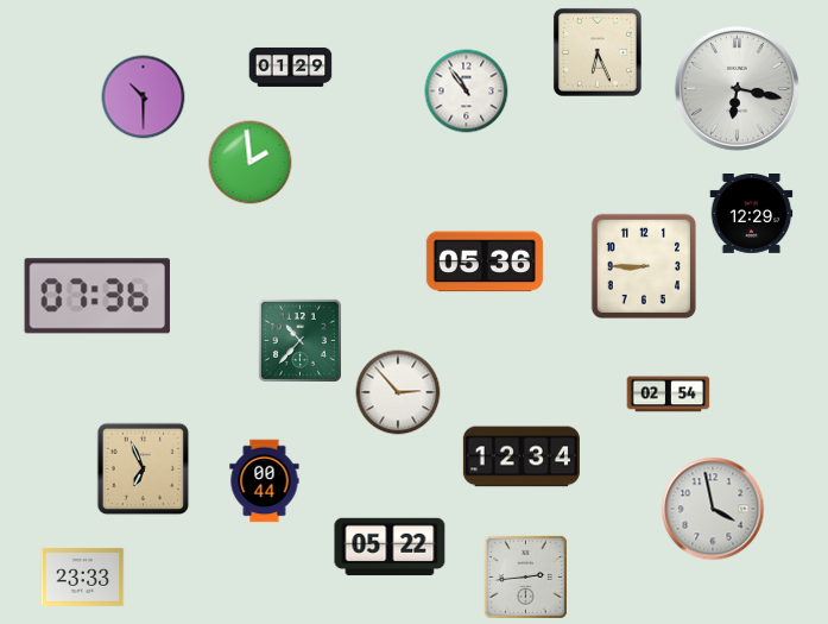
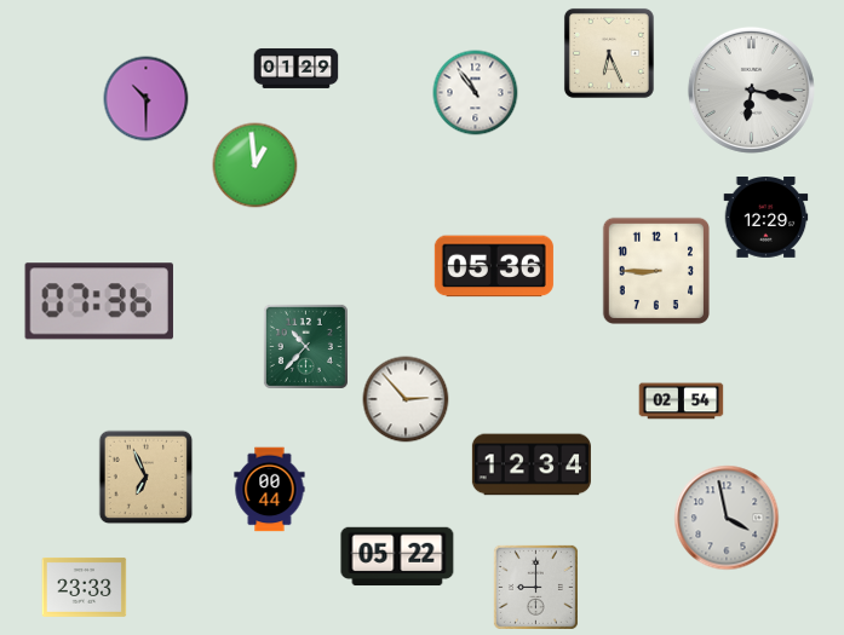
clock at (251, 163): 1:59 -> 12:59
clock at (525, 576): 2:44 -> 9:00
